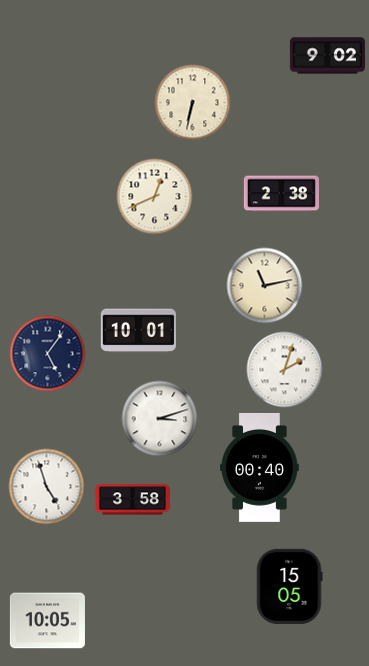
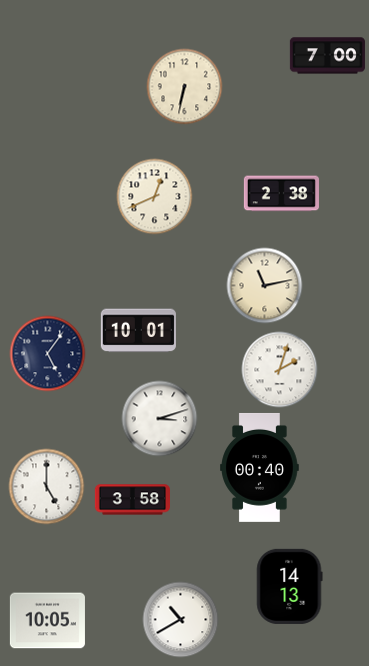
clock at (327, 56): 9:02 -> 7:00
clock at (193, 103) position: (193, 103) -> (185, 87)
clock at (285, 370) position: (285, 370) -> (280, 370)
clock at (47, 487): 4:57 -> 5:00
clock at (290, 586): 15:05 -> 14:13
clock at (181, 620): none -> 10:40
